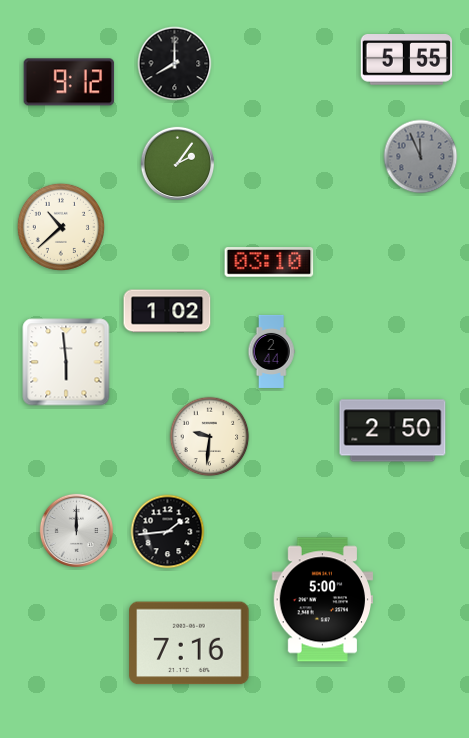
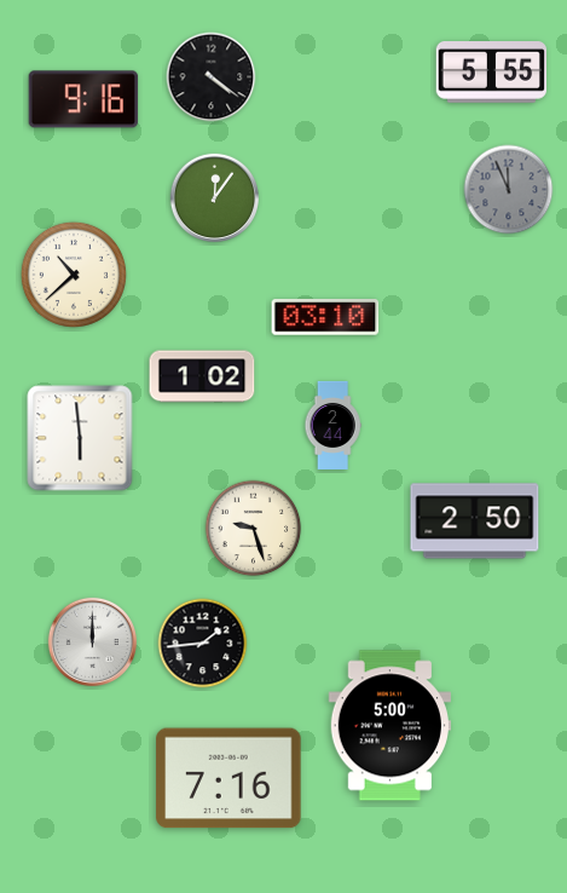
clock at (175, 64): 8:00 -> 4:21
clock at (69, 82): 9:12 -> 9:16
clock at (178, 164): 2:06 -> 12:06
clock at (271, 351) position: (271, 351) -> (332, 425)
clock at (210, 437): 9:31 -> 9:27
